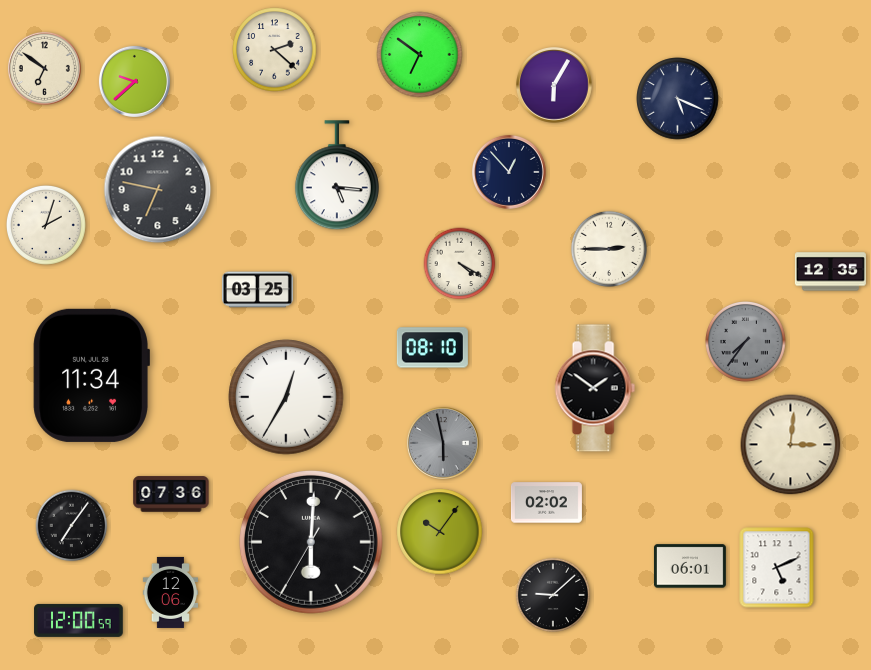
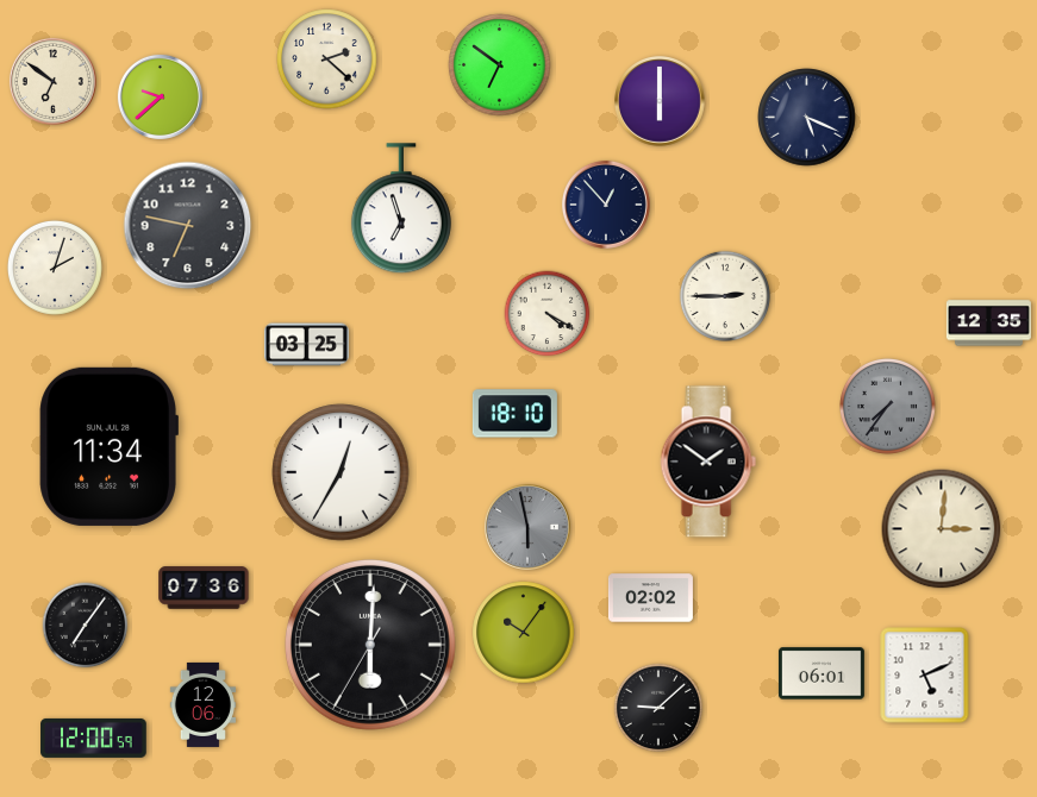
clock at (555, 86): 6:05 -> 6:00
clock at (337, 176): 5:16 -> 6:57
clock at (432, 348): 08:10 -> 18:10
